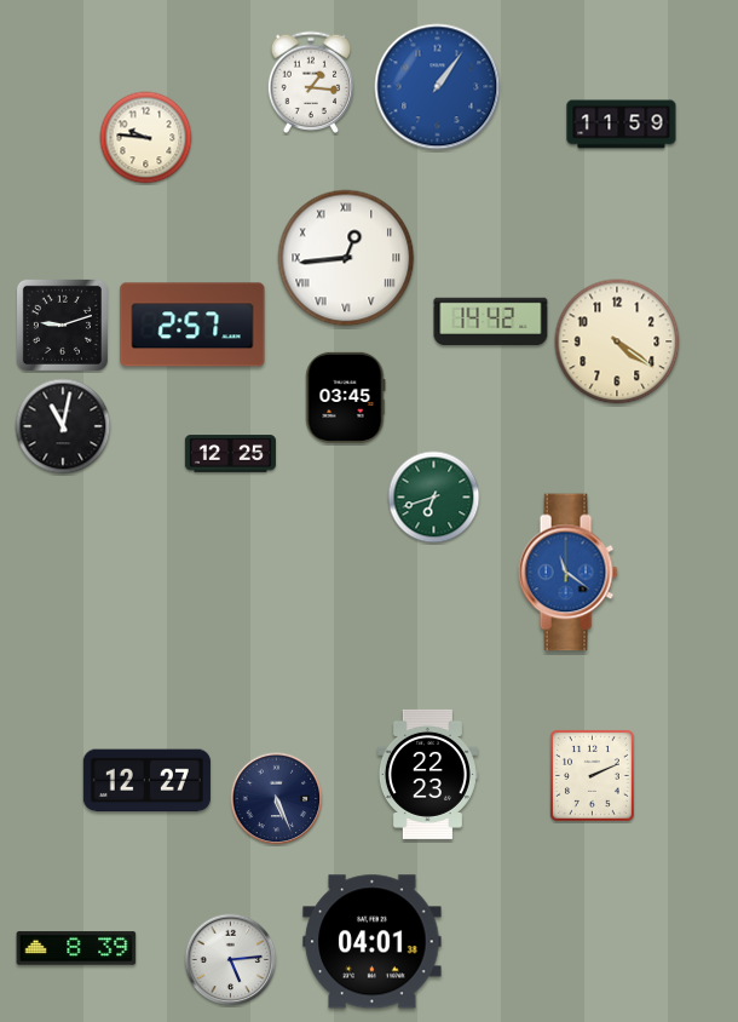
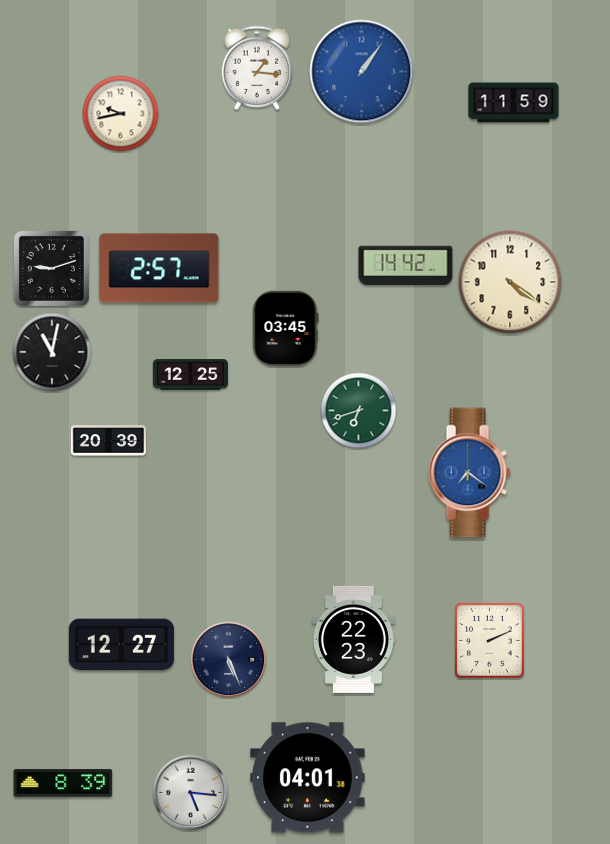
clock at (146, 138): 9:46 -> 9:43
clock at (346, 258): 12:44 -> none
clock at (108, 441): none -> 20:39
clock at (567, 573): 11:21 -> 7:21
clock at (231, 960): 5:14 -> 5:16
